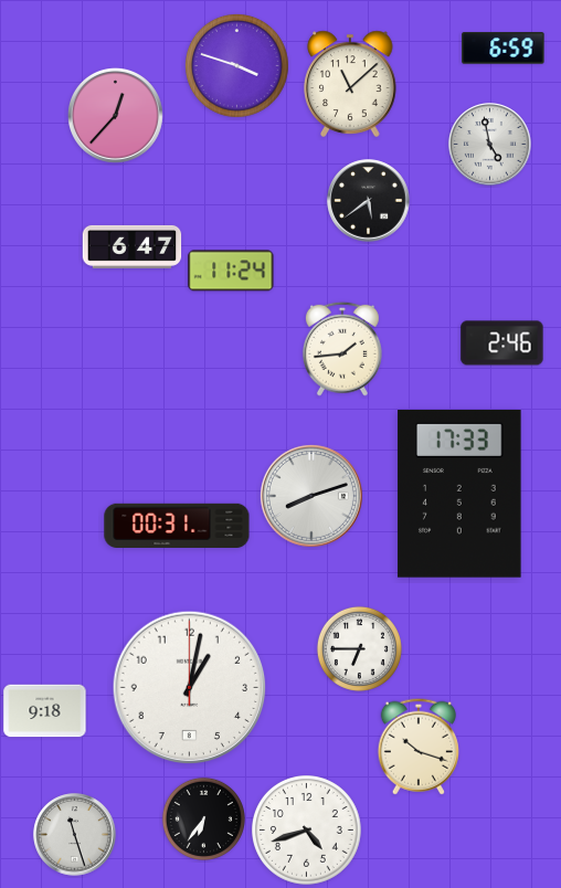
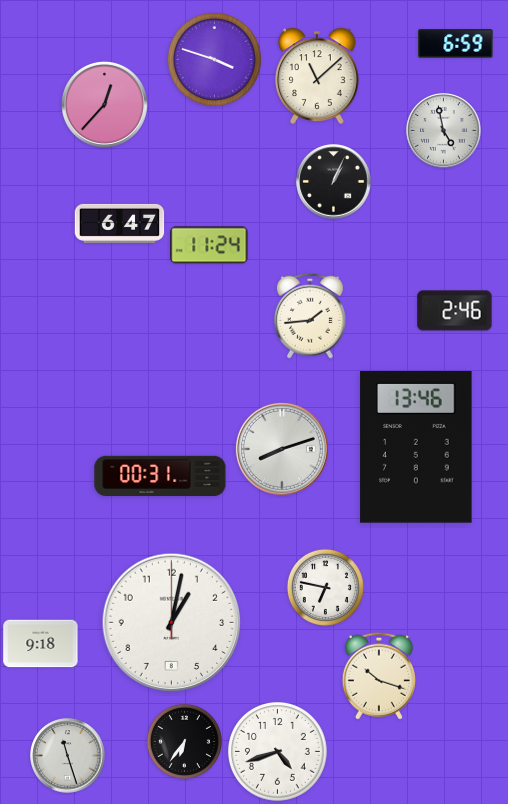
clock at (369, 201): 5:39 -> 1:04
clock at (459, 495): 17:33 -> 13:46
clock at (359, 648): 6:45 -> 6:47
